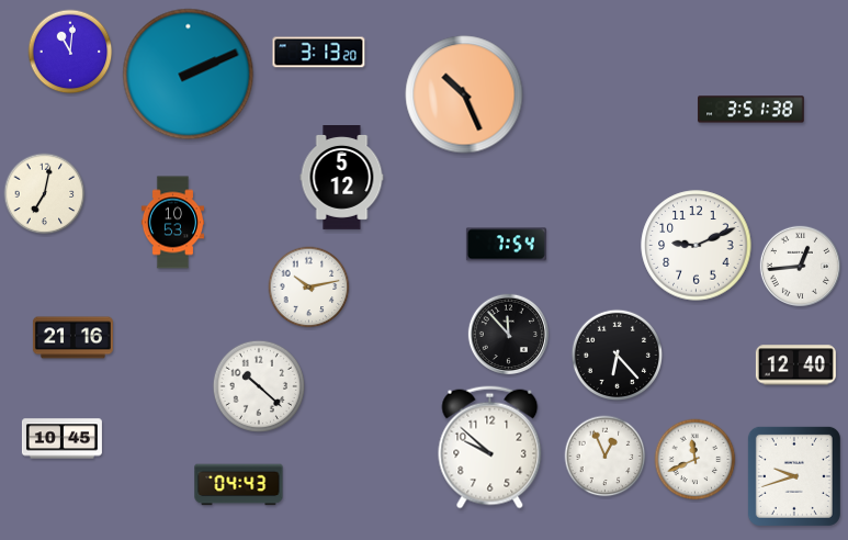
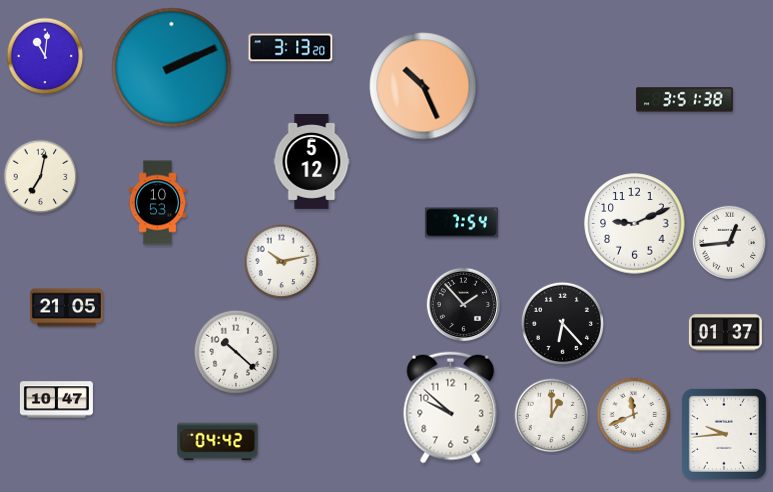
clock at (70, 52) position: (70, 52) -> (45, 56)
clock at (508, 334): 11:53 -> 1:53
clock at (72, 338): 21:16 -> 21:05
clock at (795, 365): 12:40 -> 01:37
clock at (61, 439): 10:45 -> 10:47
clock at (490, 448) position: (490, 448) -> (451, 408)
clock at (606, 457): 12:56 -> 1:00
clock at (696, 460) position: (696, 460) -> (634, 415)
clock at (794, 476): 9:42 -> 9:44
clock at (239, 485): 04:43 -> 04:42
